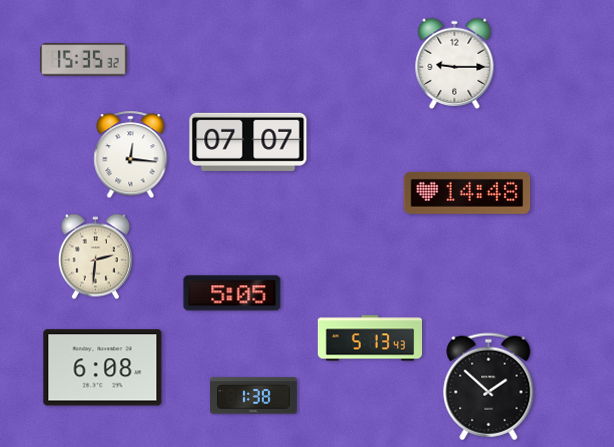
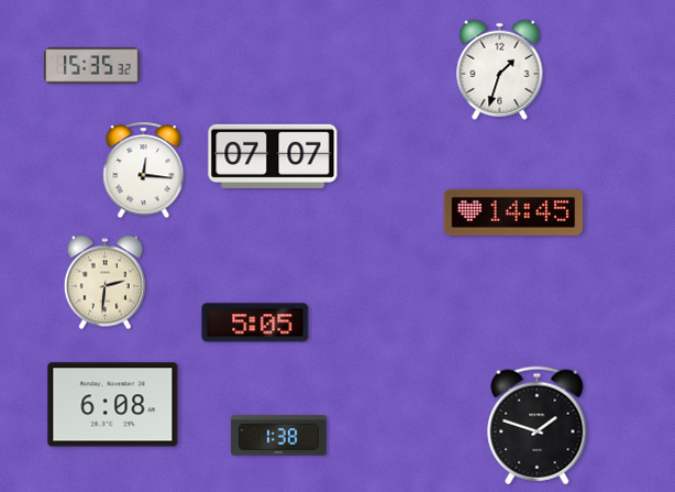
clock at (455, 63): 9:15 -> 1:33
clock at (467, 193): 14:48 -> 14:45
clock at (370, 338): 5:13 -> none
clock at (489, 387): 1:52 -> 1:48
